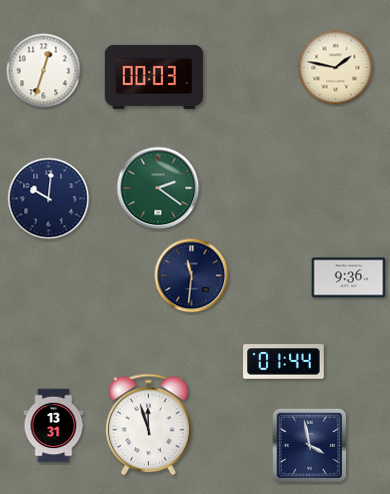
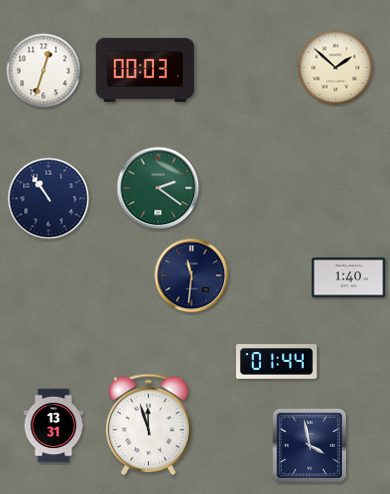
clock at (336, 68): 1:47 -> 1:52
clock at (153, 77) position: (153, 77) -> (144, 70)
clock at (49, 199): 10:01 -> 10:54
clock at (349, 278): 9:36 -> 1:40
clock at (284, 362) position: (284, 362) -> (277, 362)
